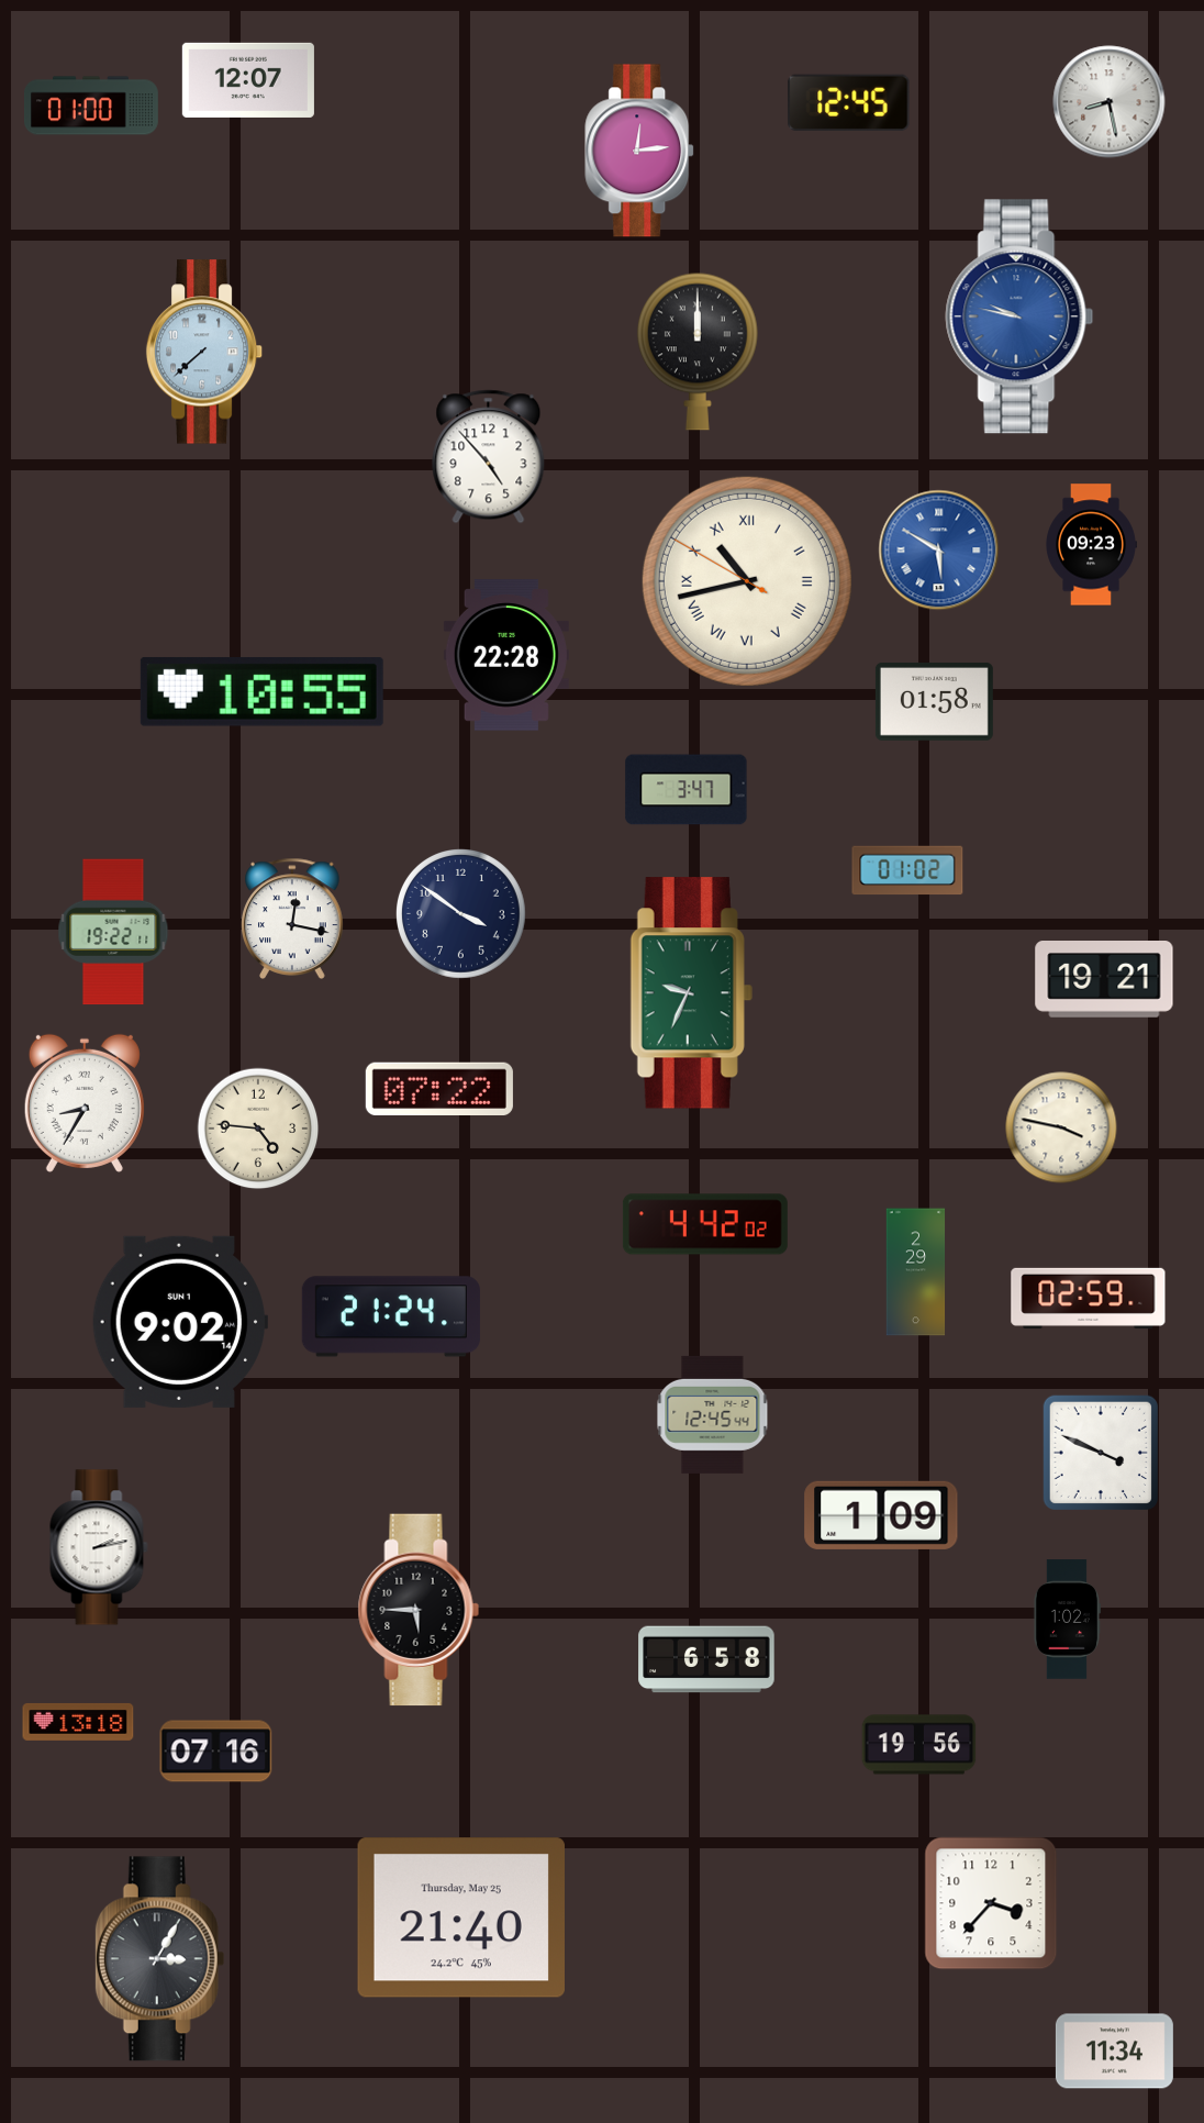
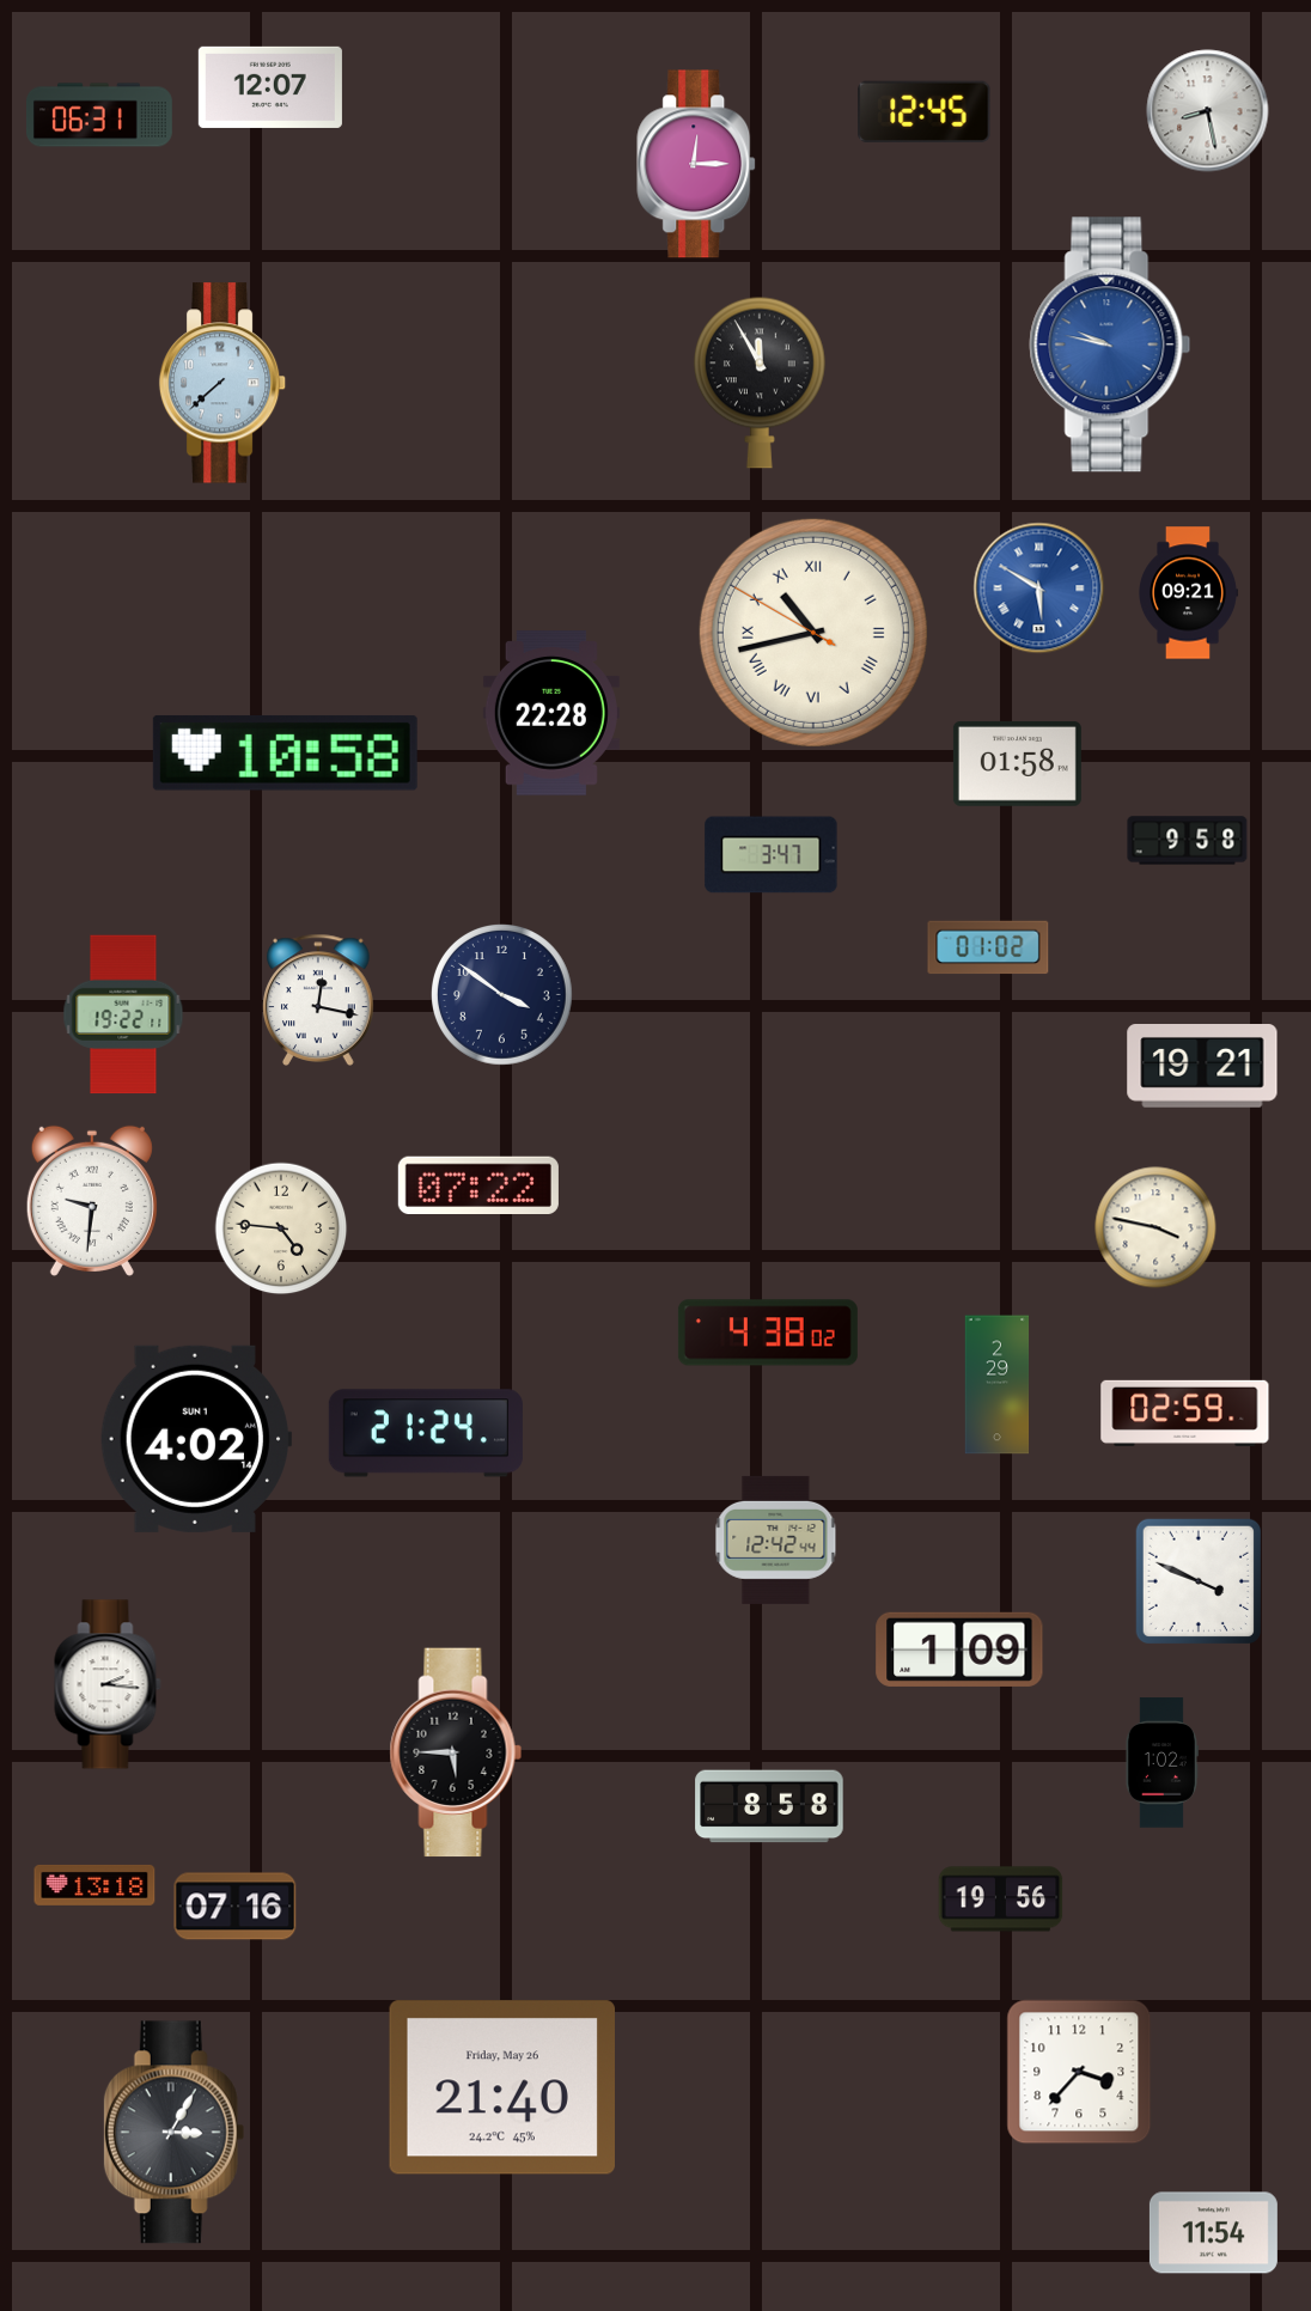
clock at (91, 105): 01:00 -> 06:31
clock at (640, 151): 12:14 -> 12:15
clock at (698, 352): 12:00 -> 11:55
clock at (489, 457): 4:53 -> none
clock at (1092, 545): 09:23 -> 09:21
clock at (939, 551) position: (939, 551) -> (1039, 589)
clock at (261, 692): 10:55 -> 10:58
clock at (1188, 841): none -> 9:58
clock at (687, 790) position: (687, 790) -> (772, 855)
clock at (691, 993): 9:34 -> none
clock at (85, 1103): 8:35 -> 9:31
clock at (705, 1224): 4:42 -> 4:38
clock at (179, 1322): 9:02 -> 4:02
clock at (713, 1414): 12:45 -> 12:42
clock at (99, 1547): 2:13 -> 2:16
clock at (706, 1659): 6:58 -> 8:58
clock at (78, 1722) position: (78, 1722) -> (94, 1885)
clock at (460, 1918) date: Thursday, May 25 -> Friday, May 26
clock at (1114, 2052): 11:34 -> 11:54
